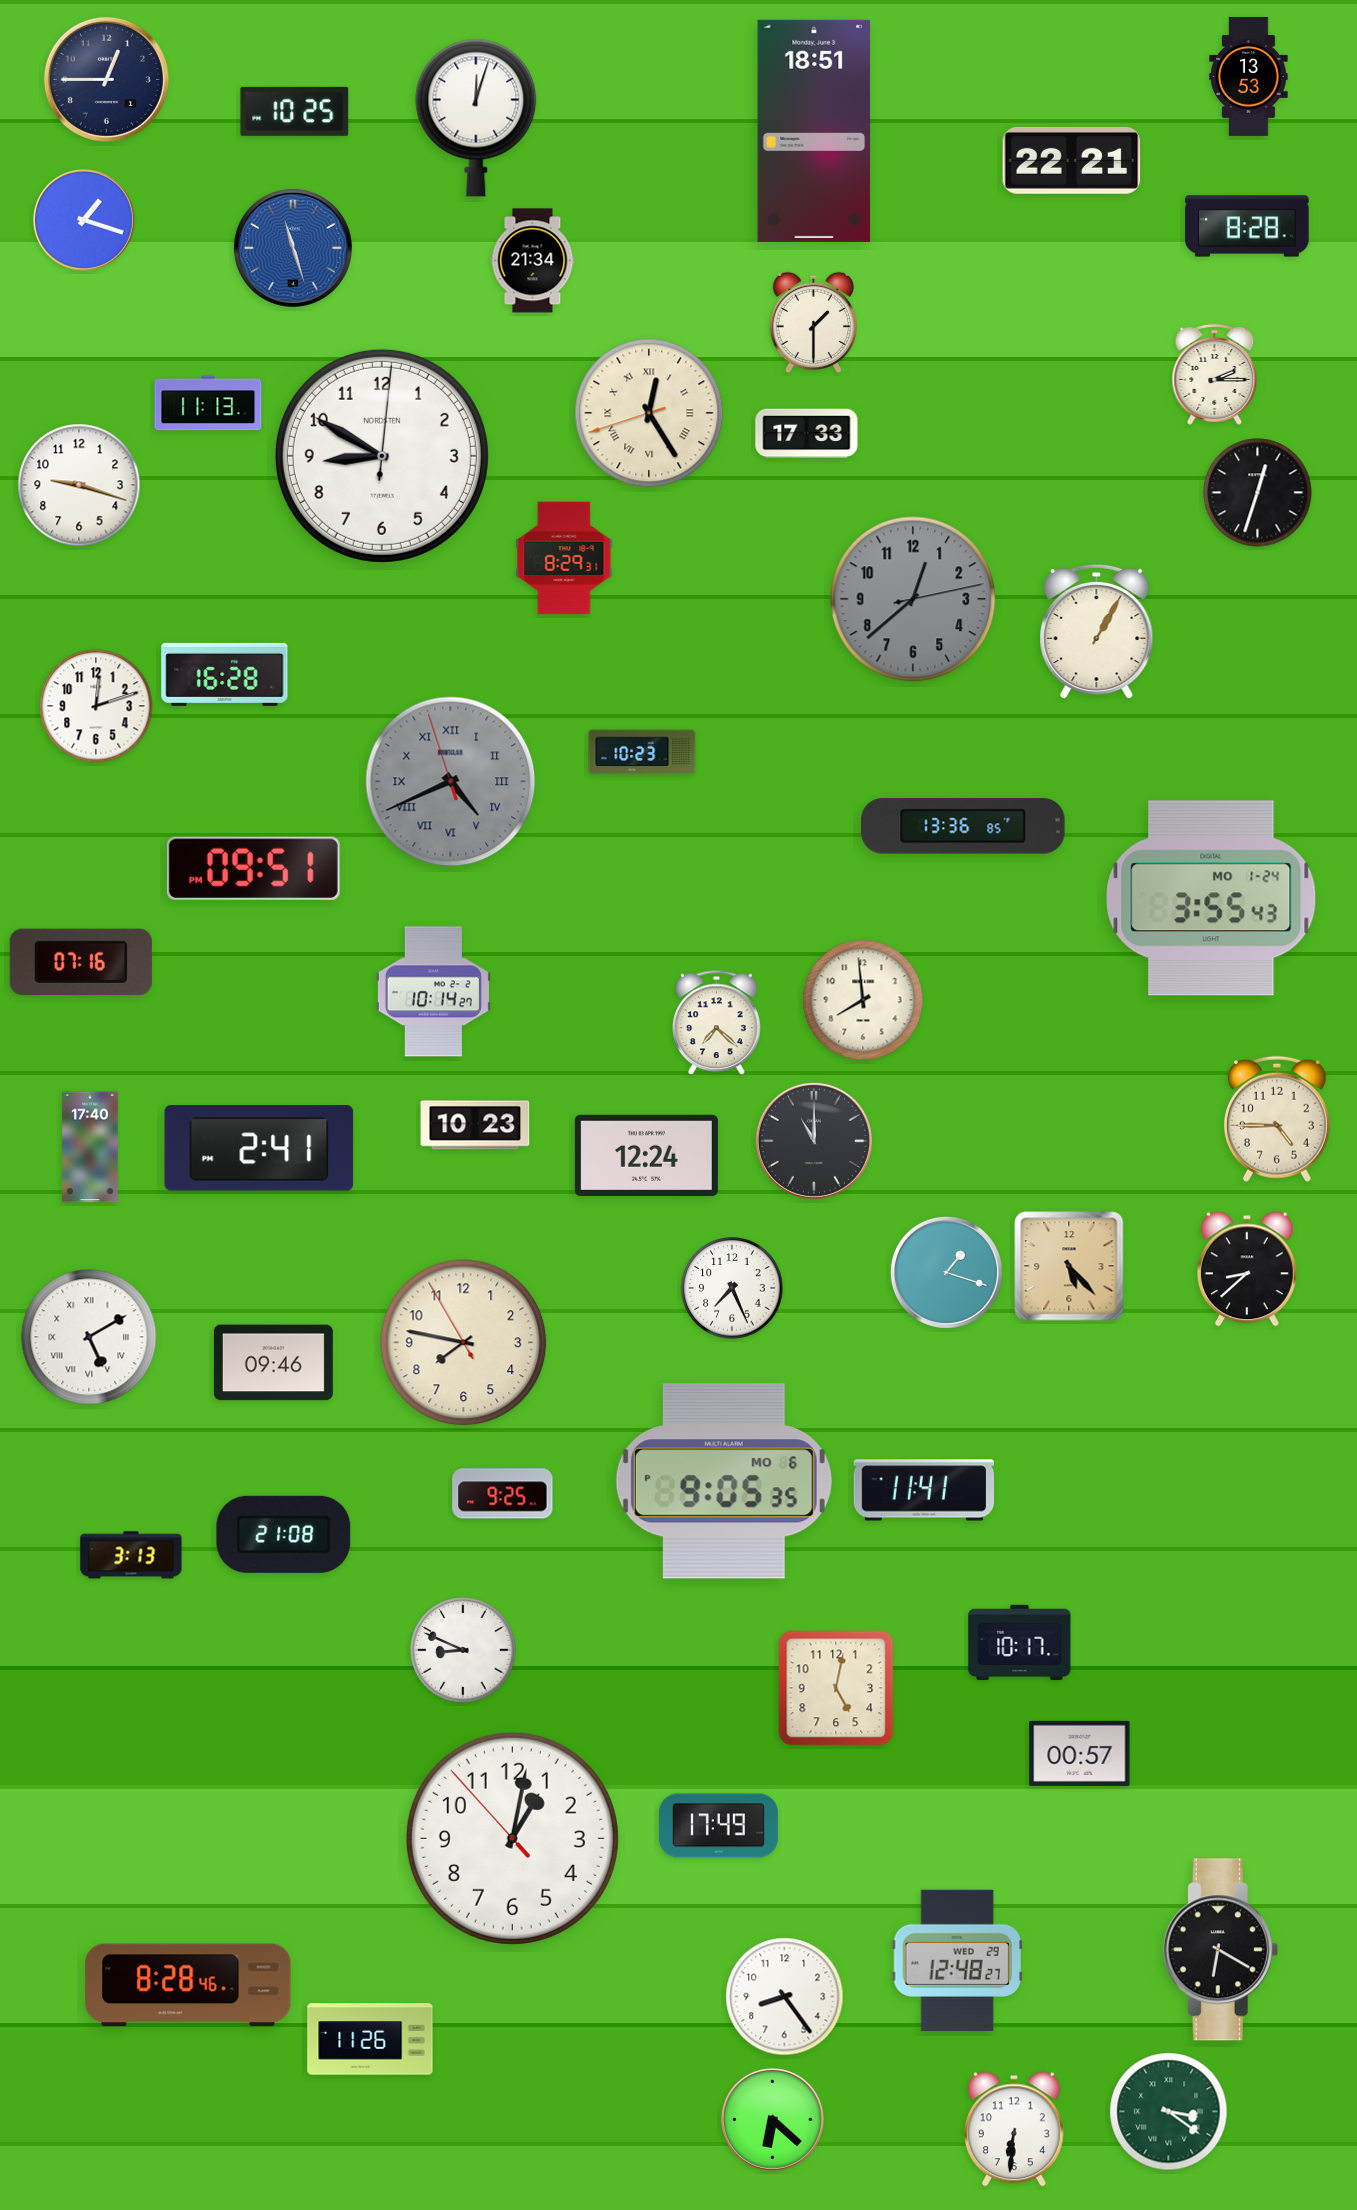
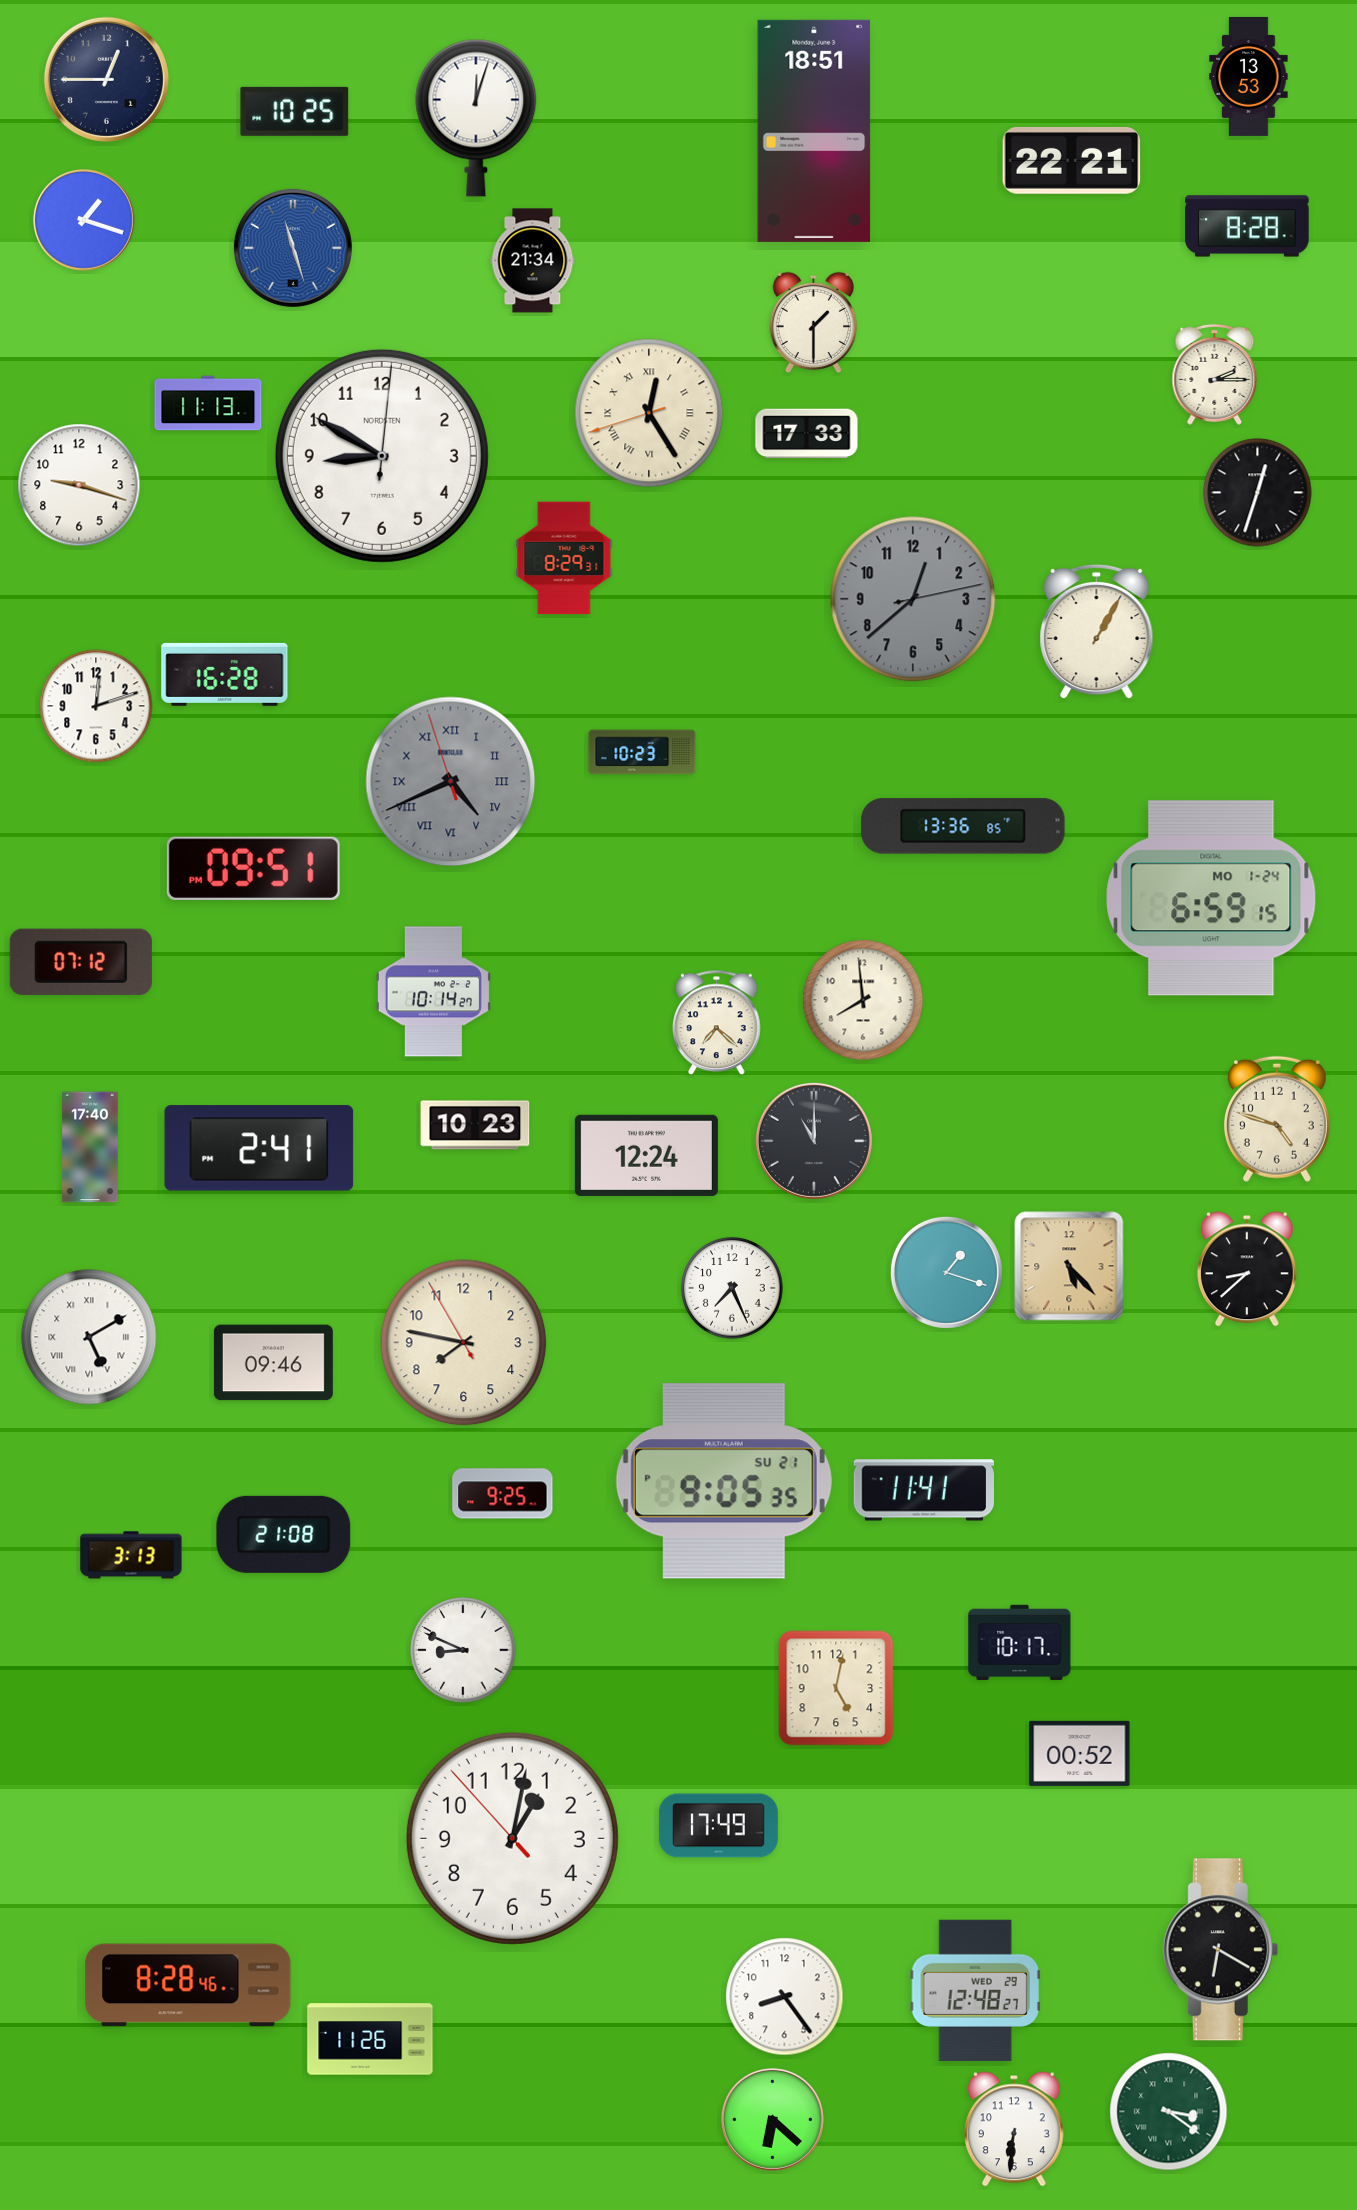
clock at (1211, 898): 3:55 -> 6:59
clock at (81, 962): 07:16 -> 07:12
clock at (1277, 1119): 4:45 -> 4:48
clock at (724, 1481) date: MO 6 -> SU 21
clock at (1080, 1753): 00:57 -> 00:52
clock at (957, 1960) position: (957, 1960) -> (975, 1990)
